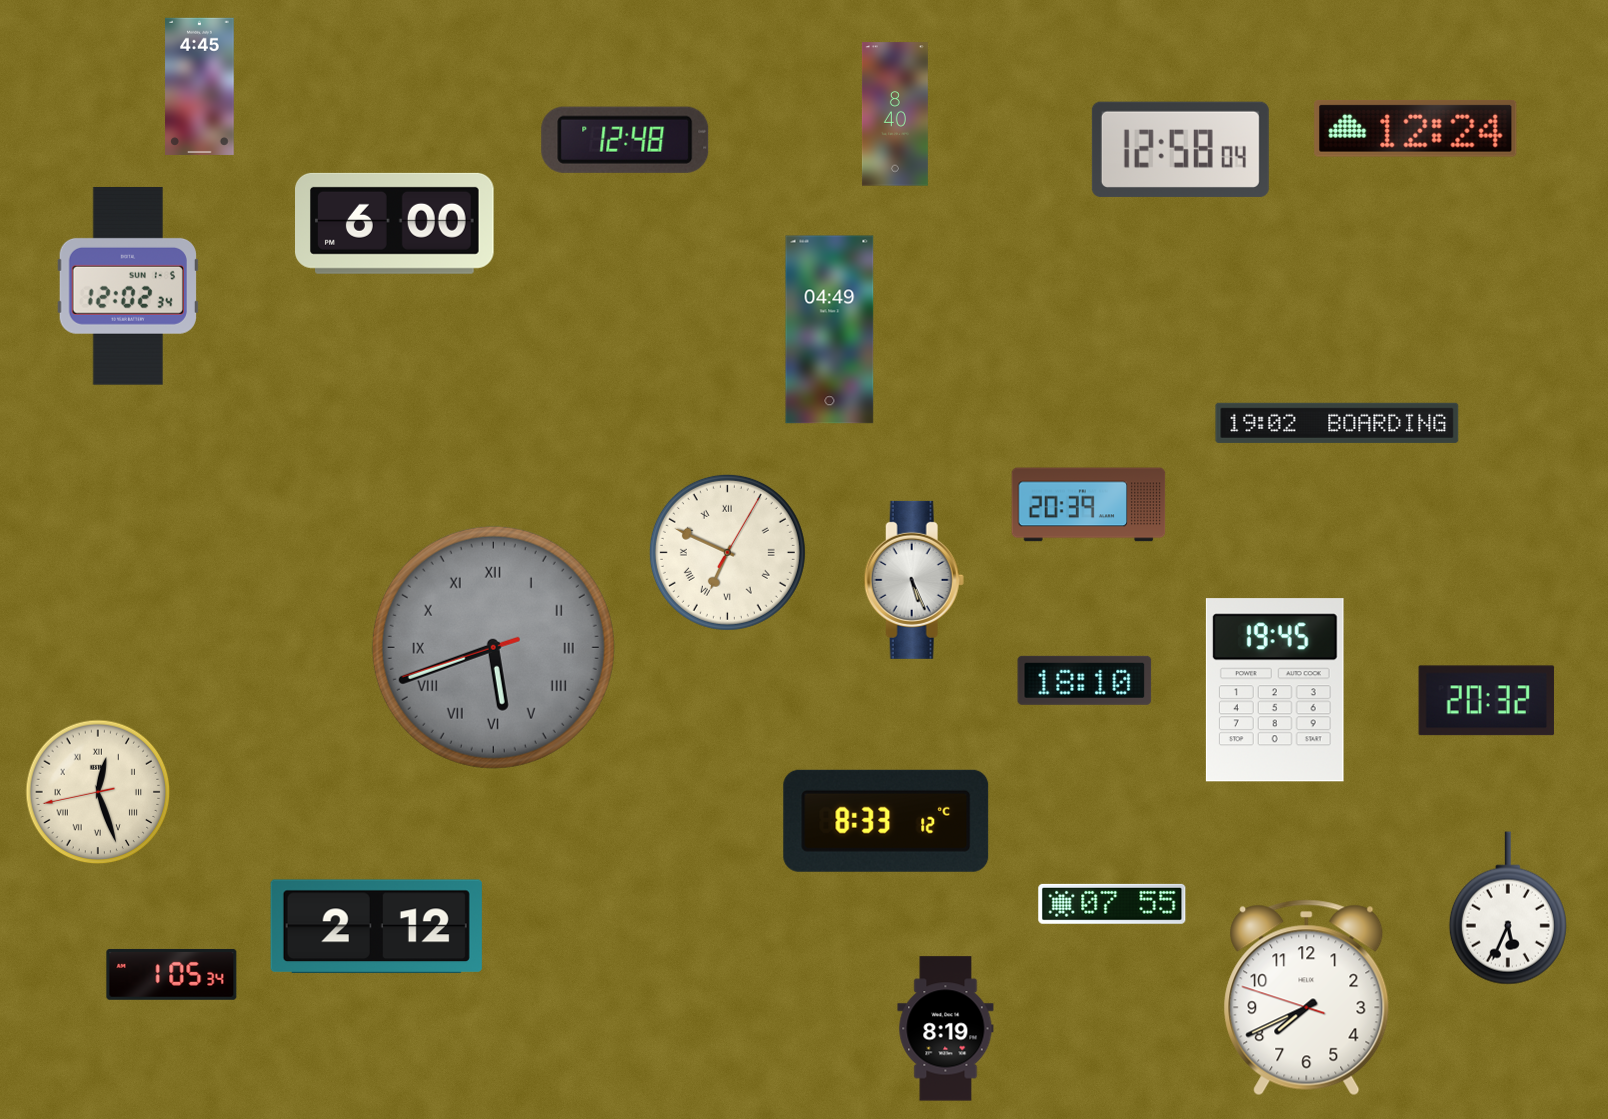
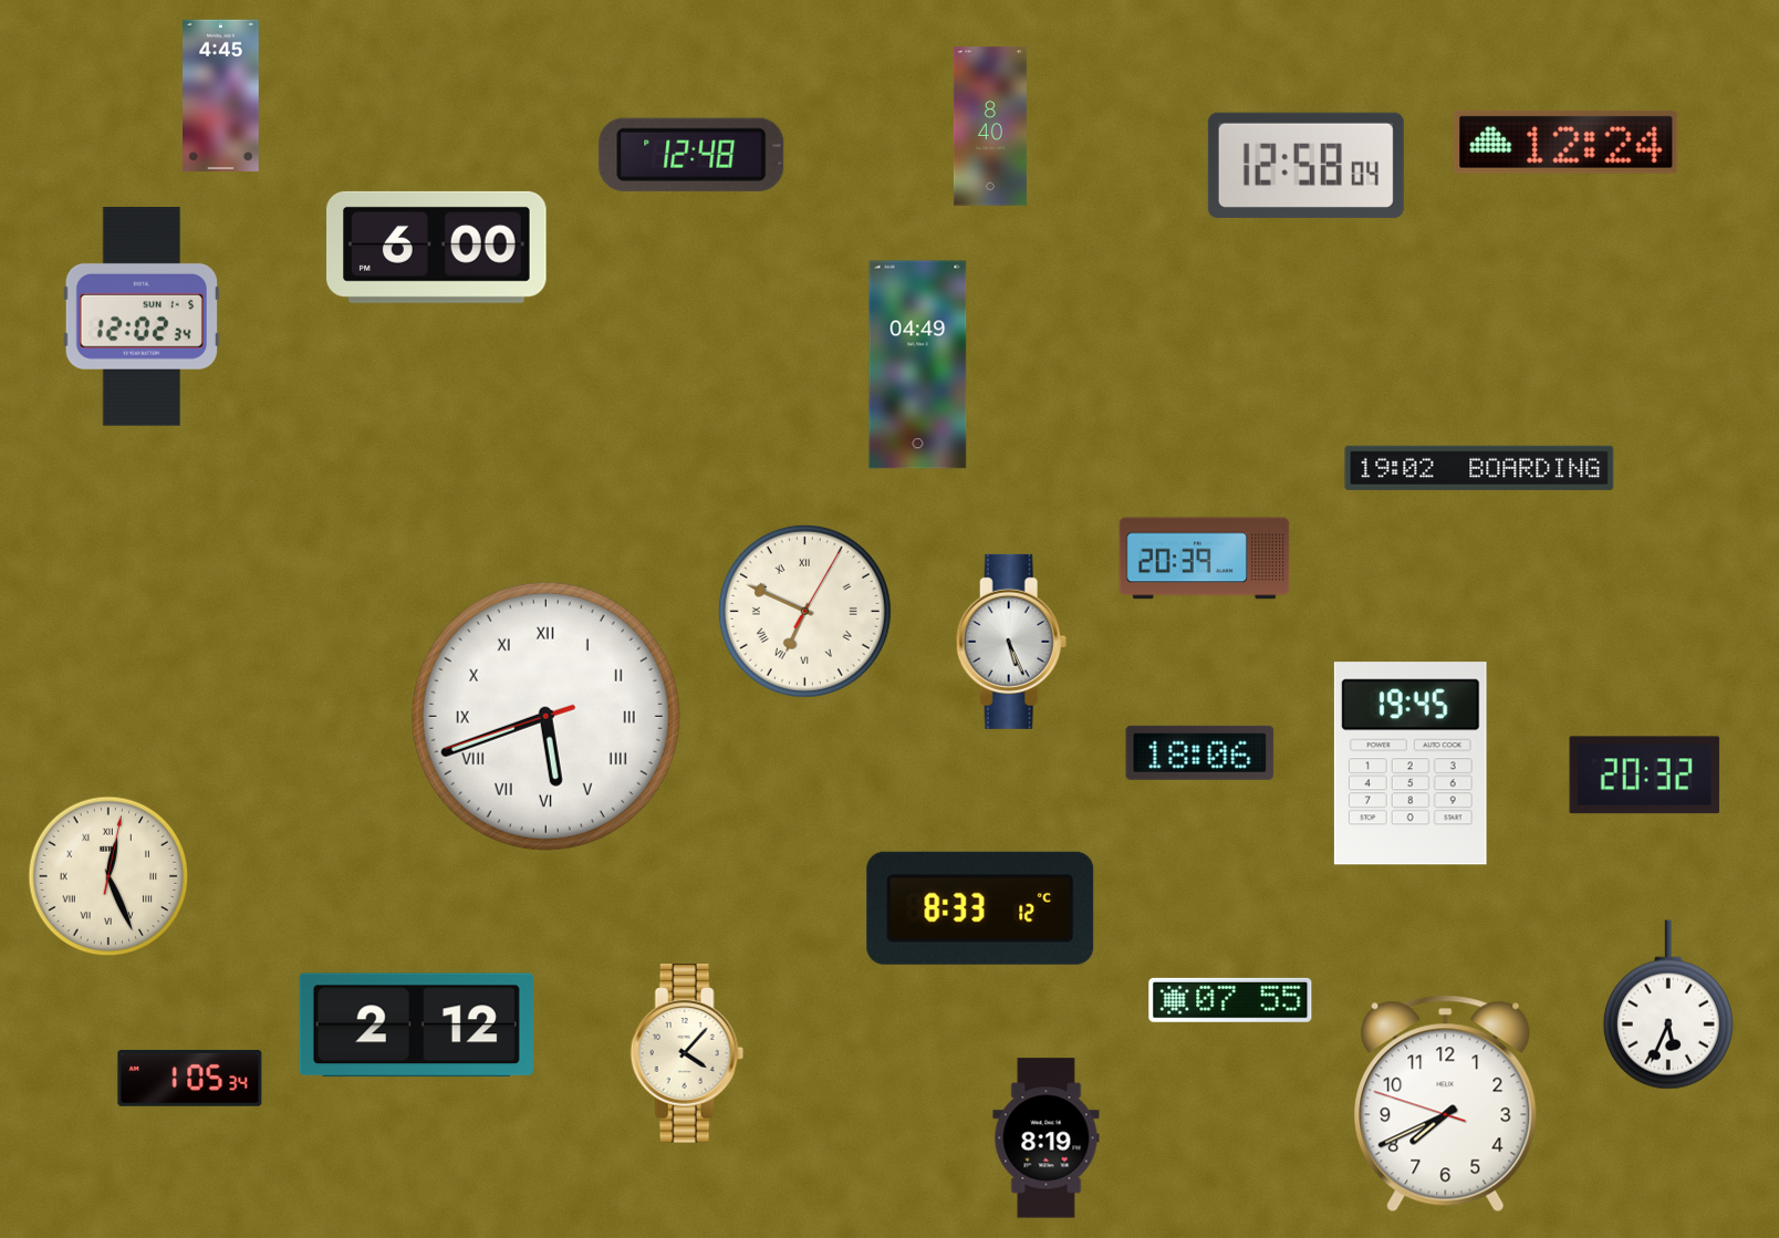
clock at (493, 647) dial: grey -> white
clock at (1085, 680): 18:10 -> 18:06
clock at (98, 792): 12:26:43 -> 12:26:02
clock at (687, 1053): none -> 4:07
